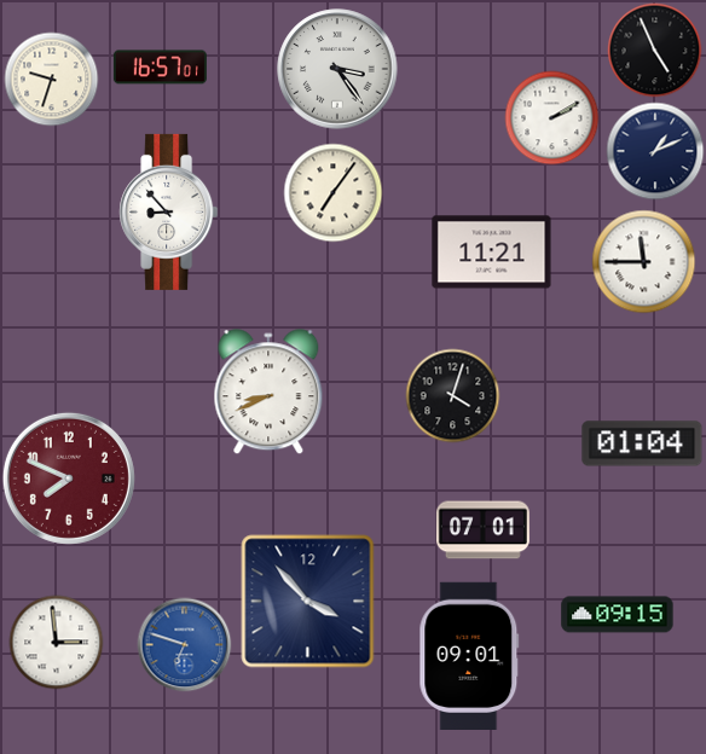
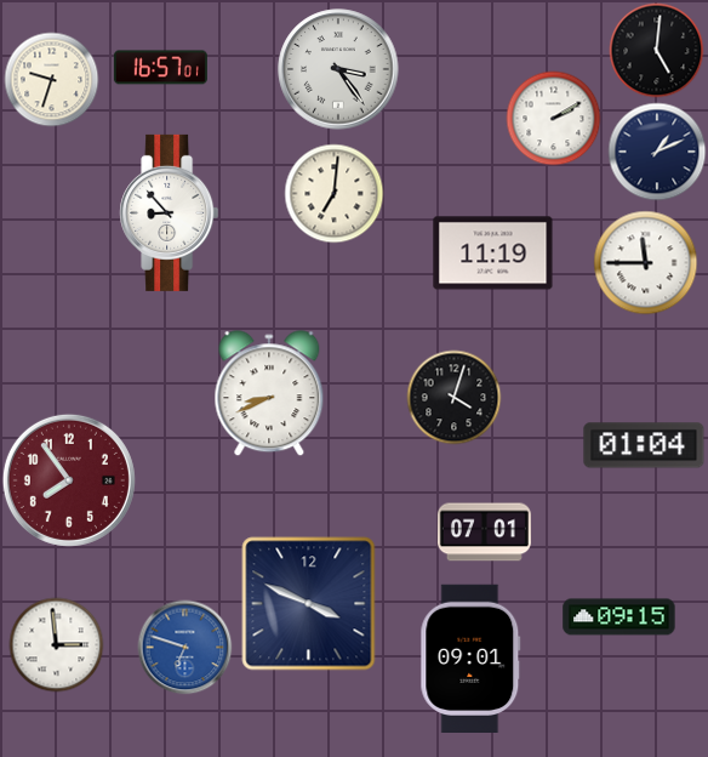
clock at (654, 50): 4:56 -> 5:01
clock at (332, 192): 7:06 -> 7:01
clock at (492, 253): 11:21 -> 11:19
clock at (69, 478): 7:49 -> 7:54
clock at (308, 602): 3:53 -> 3:49
